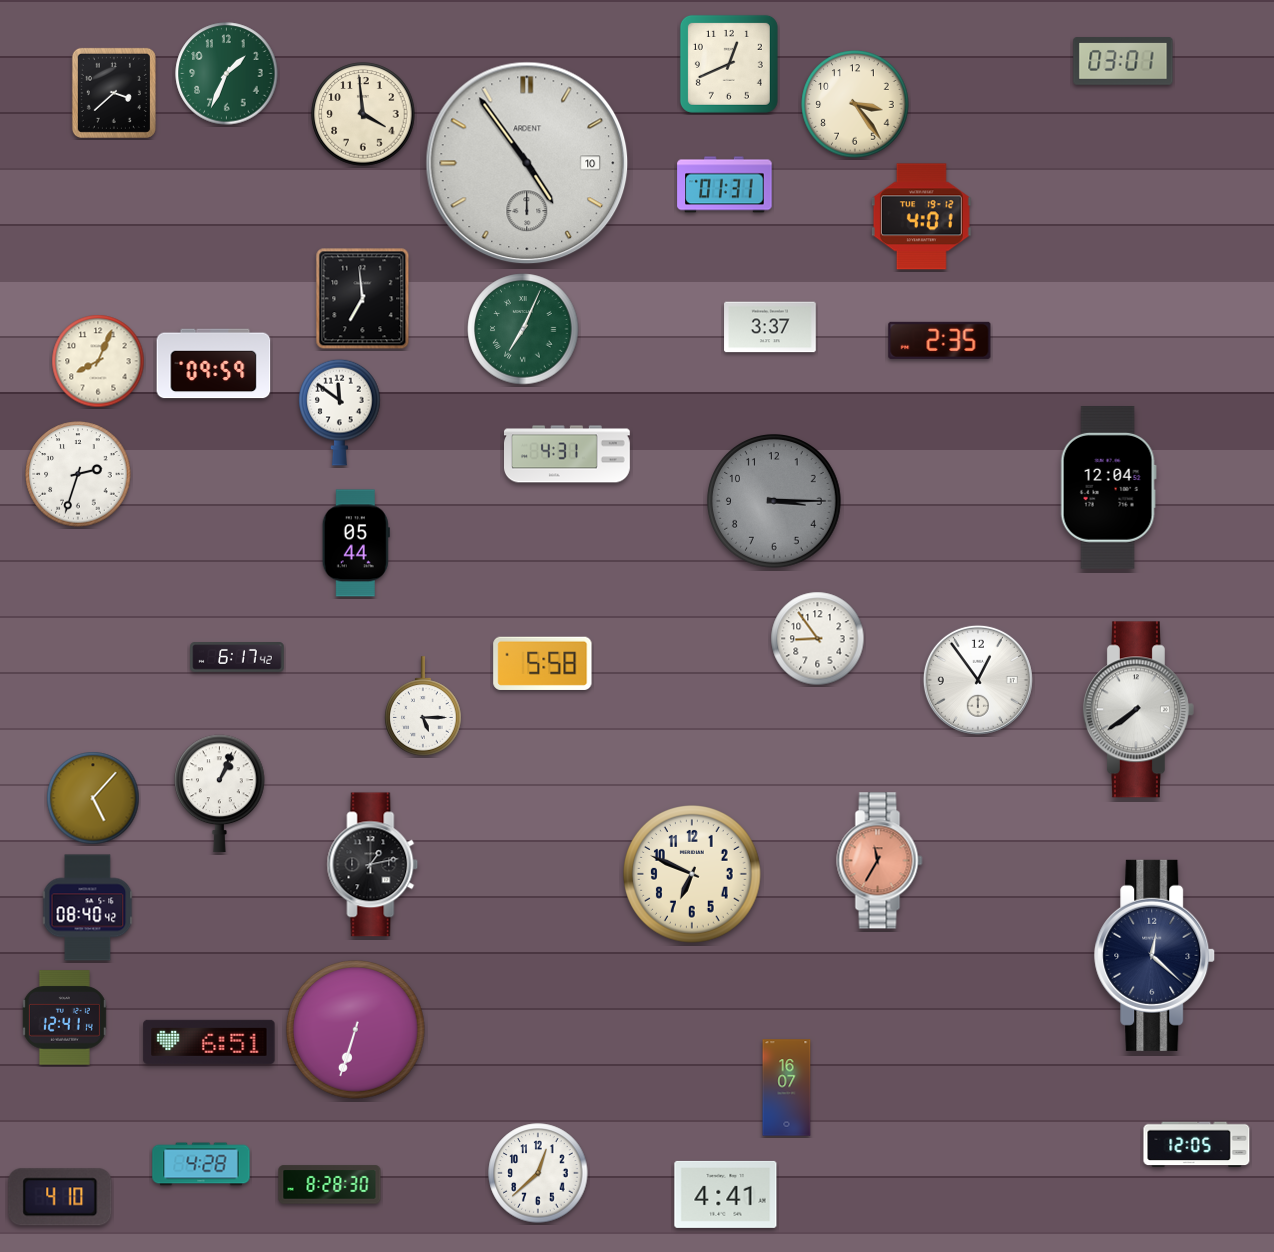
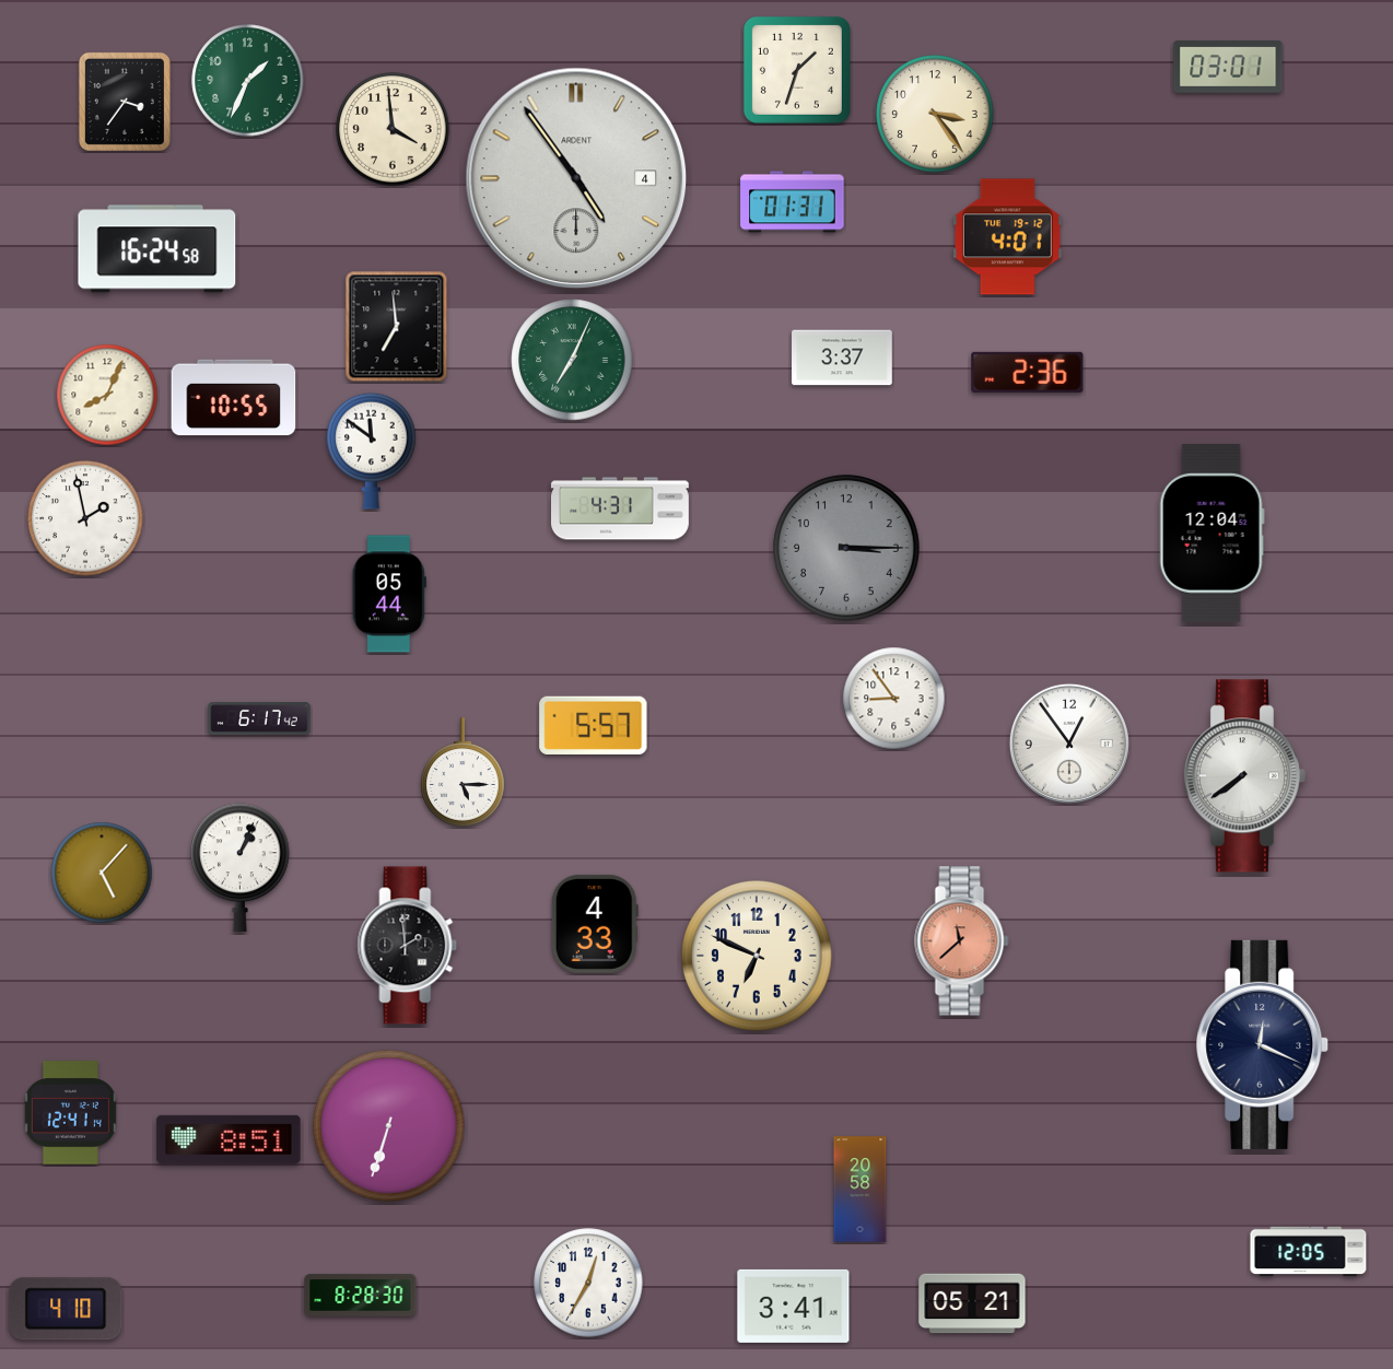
clock at (729, 64): 12:41 -> 1:33
clock at (114, 93): 3:38 -> 3:36
clock at (363, 114) position: (363, 114) -> (393, 129)
clock at (527, 163) date: 10 -> 4
clock at (157, 249): none -> 16:24
clock at (940, 340): 2:35 -> 2:36
clock at (214, 364): 09:59 -> 10:55
clock at (568, 454) position: (568, 454) -> (621, 508)
clock at (78, 474): 2:33 -> 1:58
clock at (543, 663): 5:58 -> 5:57
clock at (595, 924): none -> 4:33
clock at (880, 861): 11:35 -> 11:38
clock at (373, 865): 1:13 -> 1:59
clock at (88, 908): 08:40 -> none
clock at (1155, 955): 12:22 -> 12:19
clock at (209, 1042): 6:51 -> 8:51
clock at (787, 1088): 16:07 -> 20:58
clock at (201, 1164): 4:28 -> none
clock at (538, 1173): 12:38 -> 12:35
clock at (972, 1303): none -> 05:21
clock at (726, 1194): 4:41 -> 3:41
